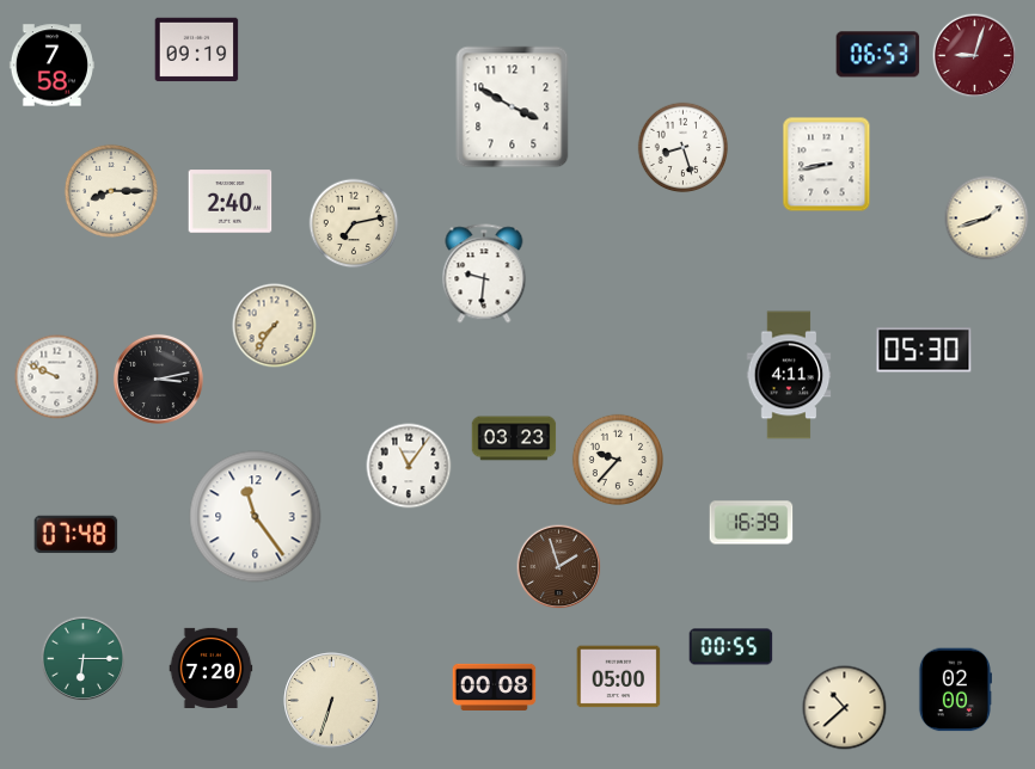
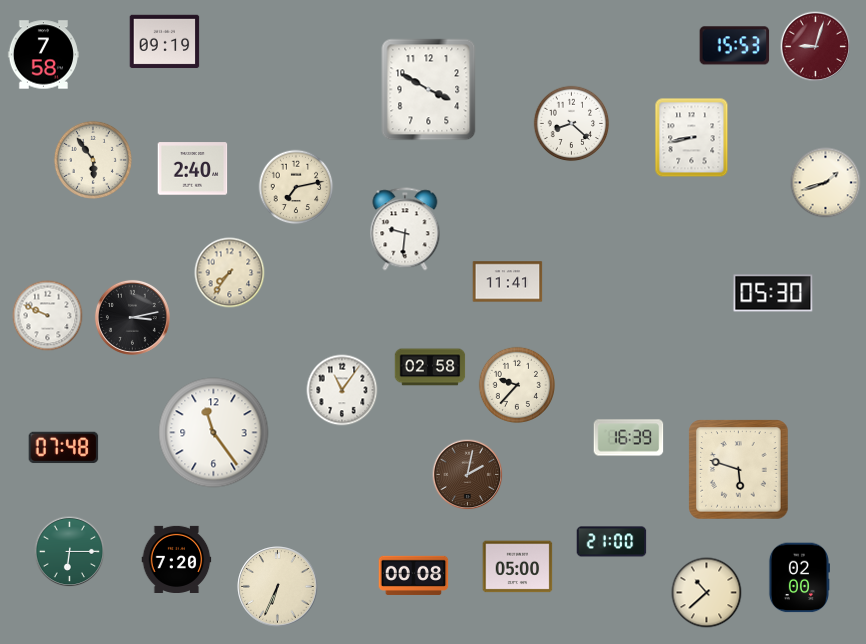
clock at (878, 55): 06:53 -> 15:53
clock at (684, 148): 8:27 -> 8:22
clock at (111, 191): 8:15 -> 5:54
clock at (508, 282): none -> 11:41
clock at (789, 375): 4:11 -> none
clock at (514, 438): 03:23 -> 02:58
clock at (739, 470): none -> 5:48
clock at (559, 567): 1:57 -> 2:02
clock at (731, 647): 00:55 -> 21:00
clock at (332, 701): 6:33 -> 6:34
